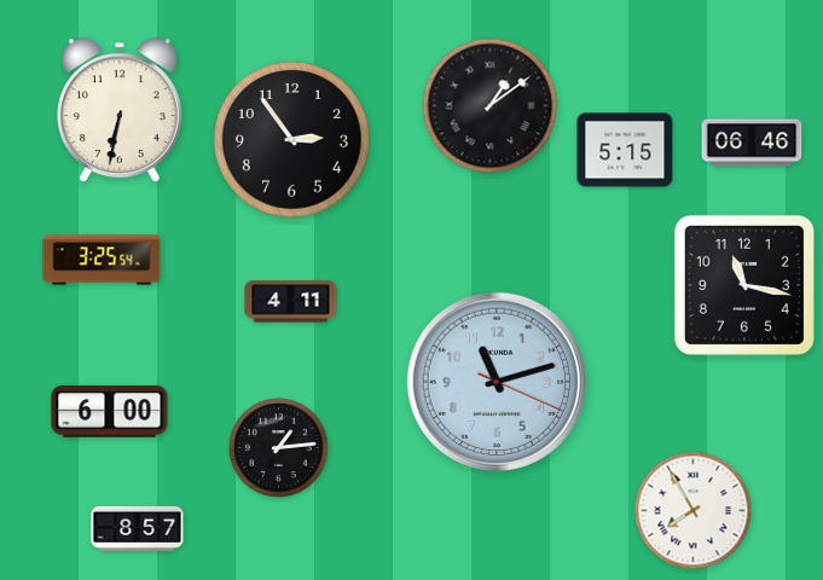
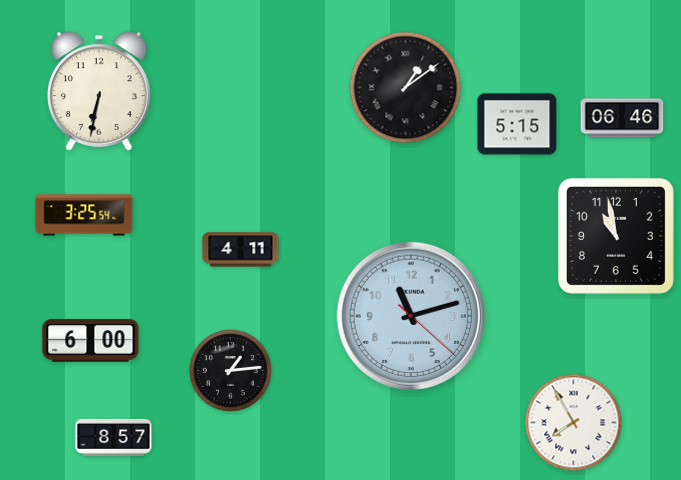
clock at (291, 139): 2:54 -> none
clock at (744, 285): 11:17 -> 10:58
clock at (495, 381): 11:12:19 -> 11:12:22
